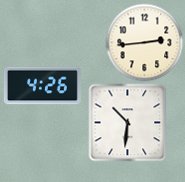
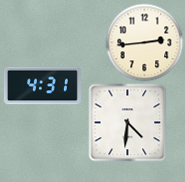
clock at (42, 86): 4:26 -> 4:31
clock at (127, 122): 10:31 -> 4:31
